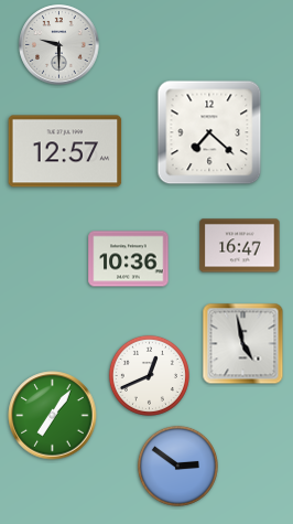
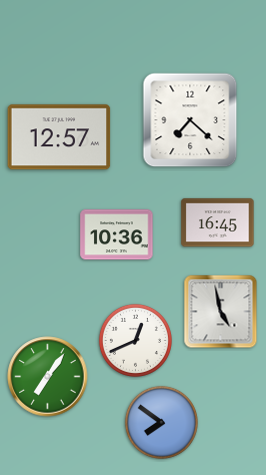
clock at (59, 45): 9:30 -> none
clock at (240, 246): 16:47 -> 16:45
clock at (177, 466): 2:51 -> 7:51
